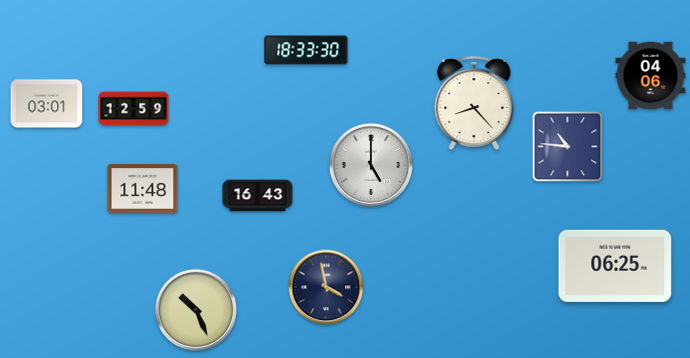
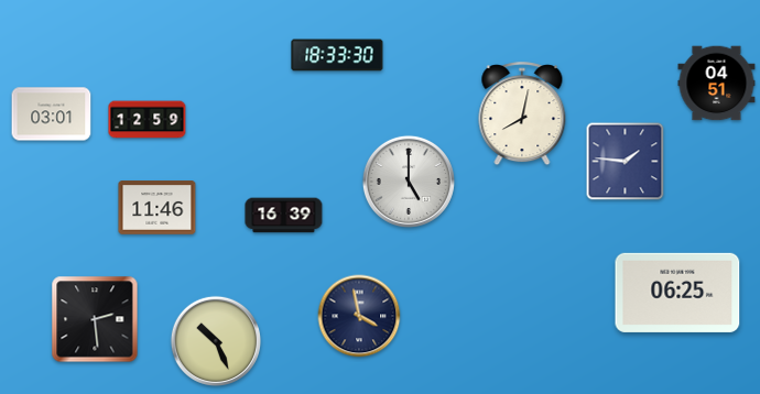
clock at (651, 76): 04:06 -> 04:51
clock at (474, 104): 8:23 -> 8:02
clock at (568, 147): 10:46 -> 1:46
clock at (143, 189): 11:48 -> 11:46
clock at (258, 196): 16:43 -> 16:39
clock at (95, 319): none -> 2:29
